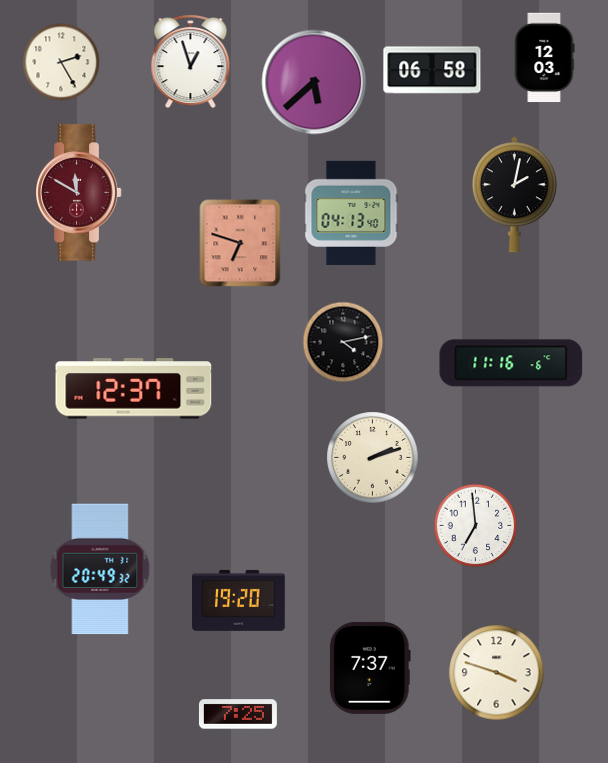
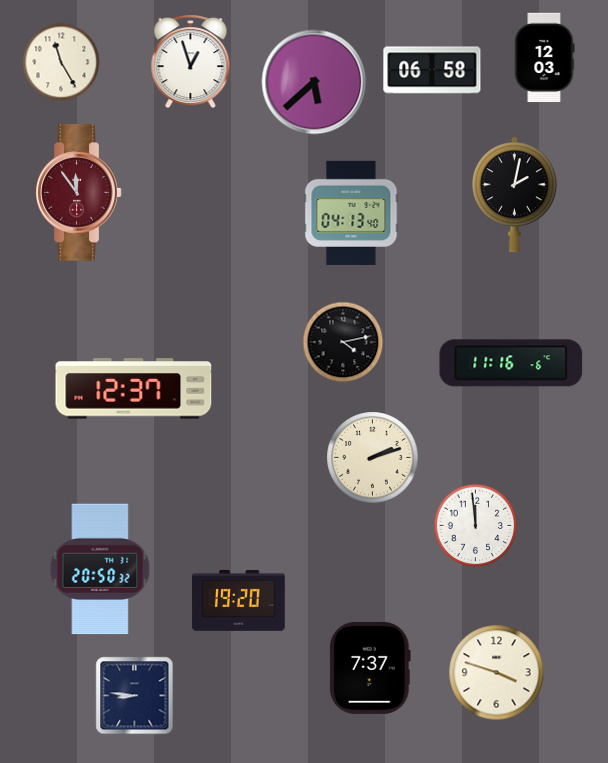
clock at (61, 62): 2:25 -> 11:25
clock at (79, 193): 11:50 -> 11:54
clock at (240, 243): 6:48 -> none
clock at (476, 526): 6:59 -> 11:59
clock at (100, 569): 20:49 -> 20:50
clock at (135, 696): none -> 8:46
clock at (238, 714): 7:25 -> none
